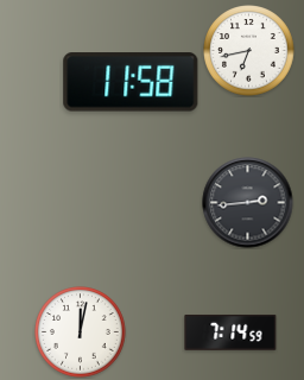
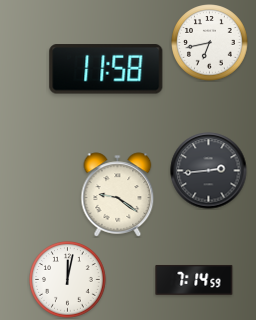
clock at (131, 82) position: (131, 82) -> (106, 69)
clock at (118, 195): none -> 9:21
